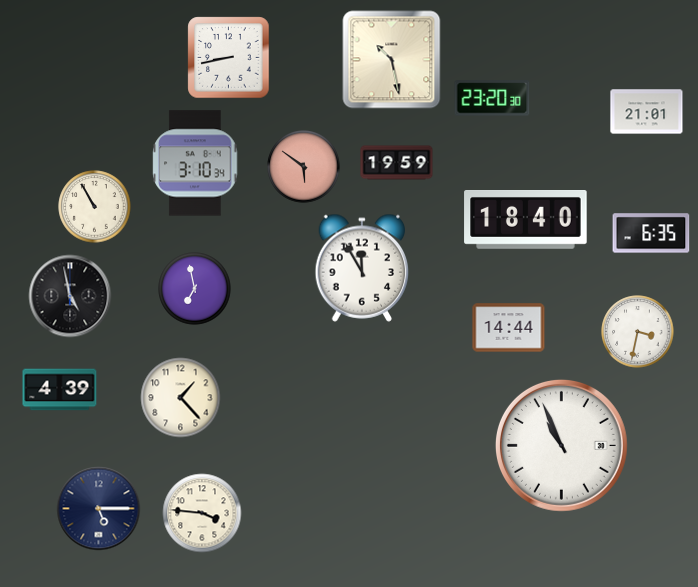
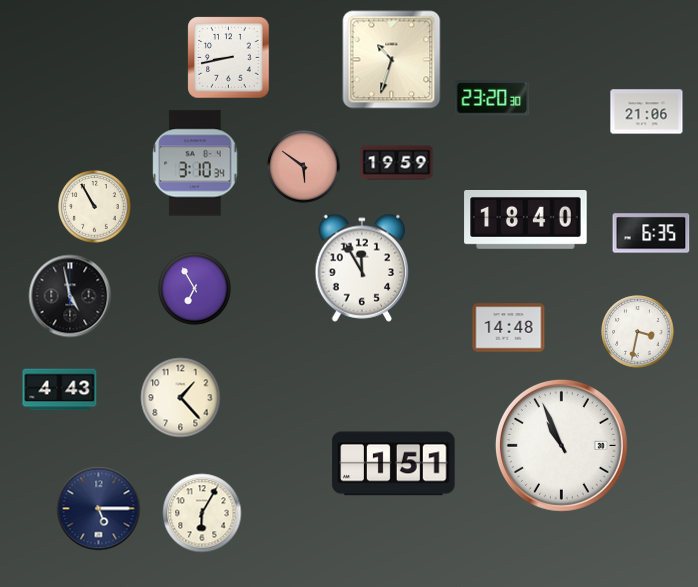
clock at (392, 60): 10:28 -> 10:33
clock at (647, 112): 21:01 -> 21:06
clock at (195, 289): 6:58 -> 6:55
clock at (509, 328): 14:44 -> 14:48
clock at (60, 390): 4:39 -> 4:43
clock at (394, 464): none -> 1:51
clock at (202, 513): 3:46 -> 6:05
